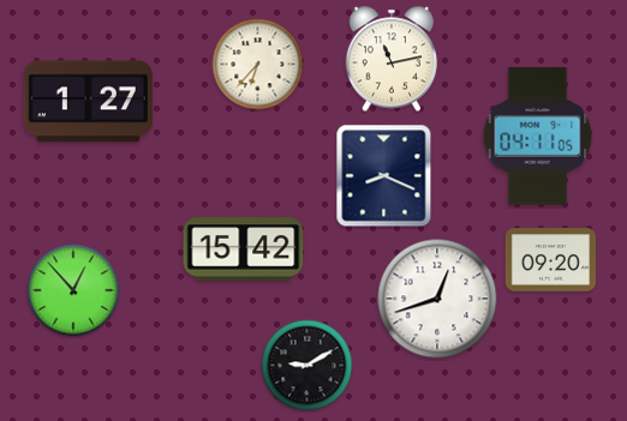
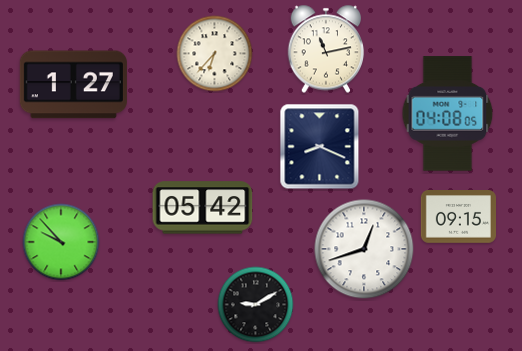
clock at (538, 137): 04:11 -> 04:08
clock at (244, 249): 15:42 -> 05:42
clock at (550, 260): 09:20 -> 09:15
clock at (73, 290): 12:53 -> 9:53
